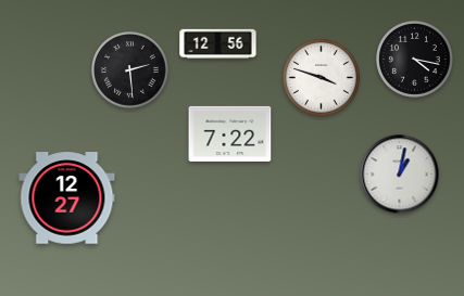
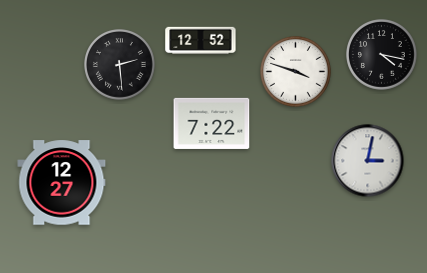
clock at (218, 43): 12:56 -> 12:52
clock at (400, 175): 1:02 -> 3:02
